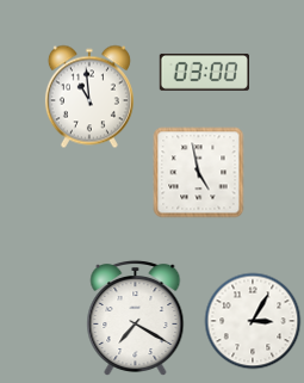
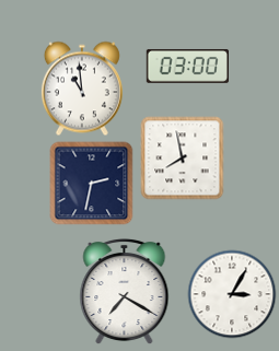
clock at (199, 173): 4:58 -> 7:58
clock at (92, 184): none -> 2:32
